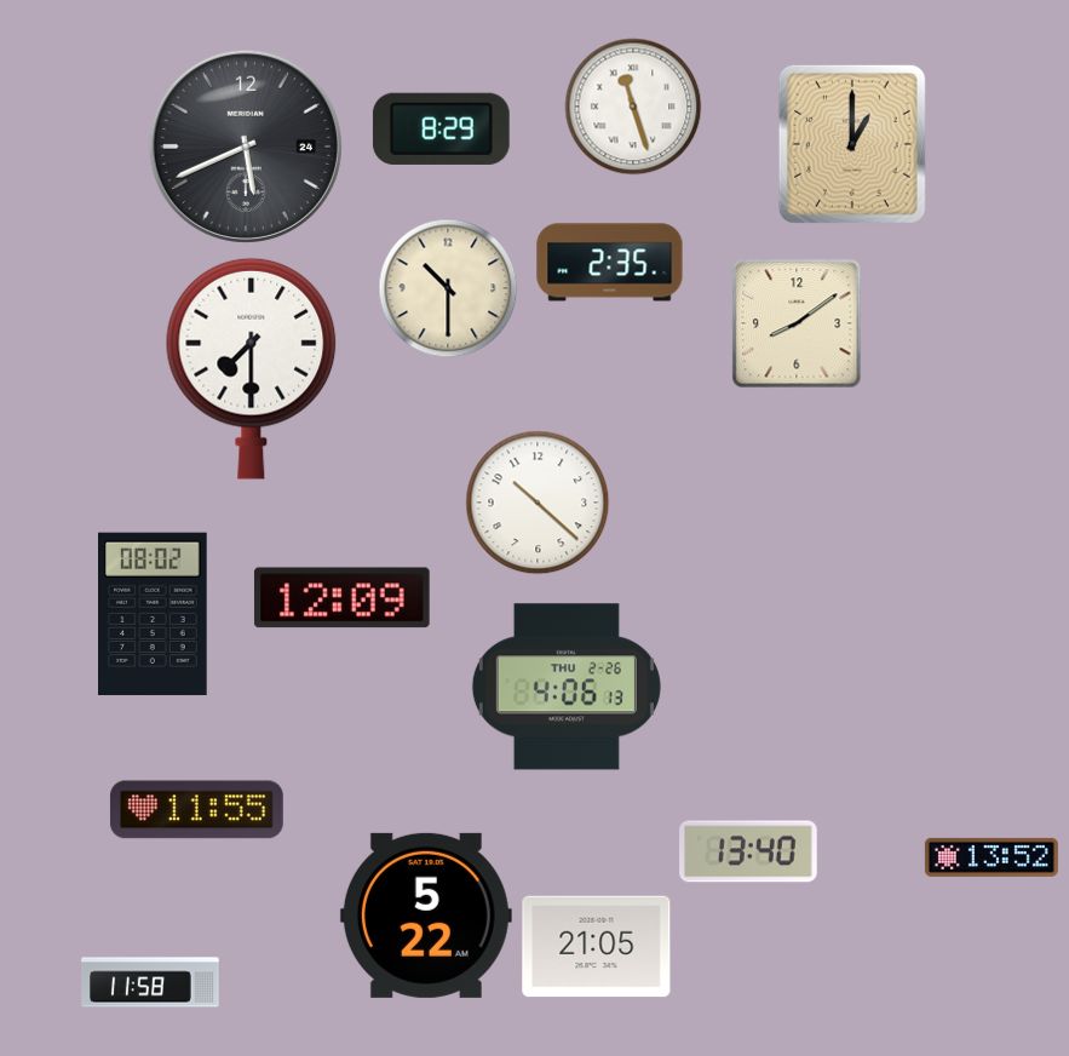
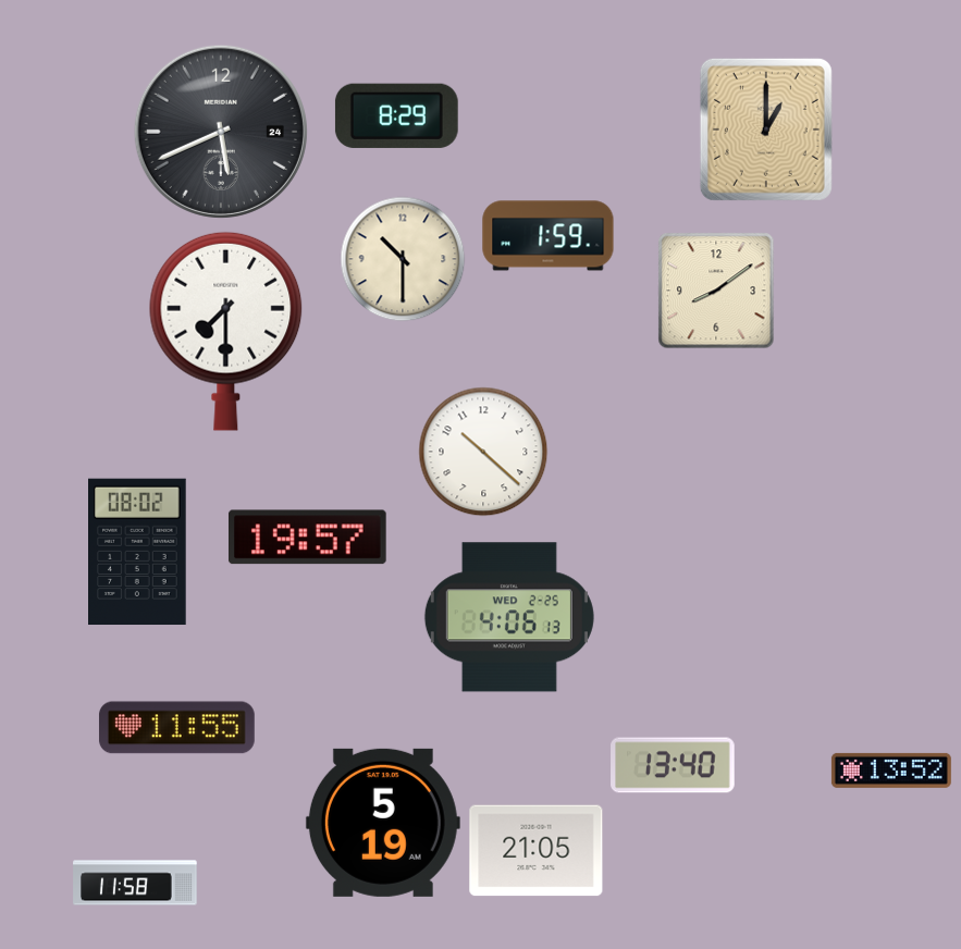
clock at (633, 107): 11:27 -> none
clock at (610, 263): 2:35 -> 1:59
clock at (341, 598): 12:09 -> 19:57
clock at (567, 687) date: THU 2-26 -> WED 2-25
clock at (426, 916): 5:22 -> 5:19
